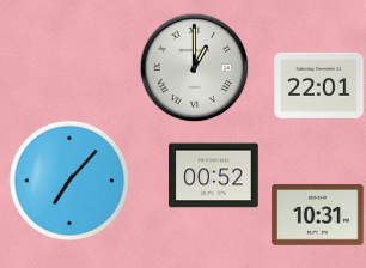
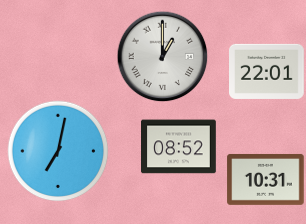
clock at (214, 176): 00:52 -> 08:52
clock at (69, 181): 7:07 -> 7:02
